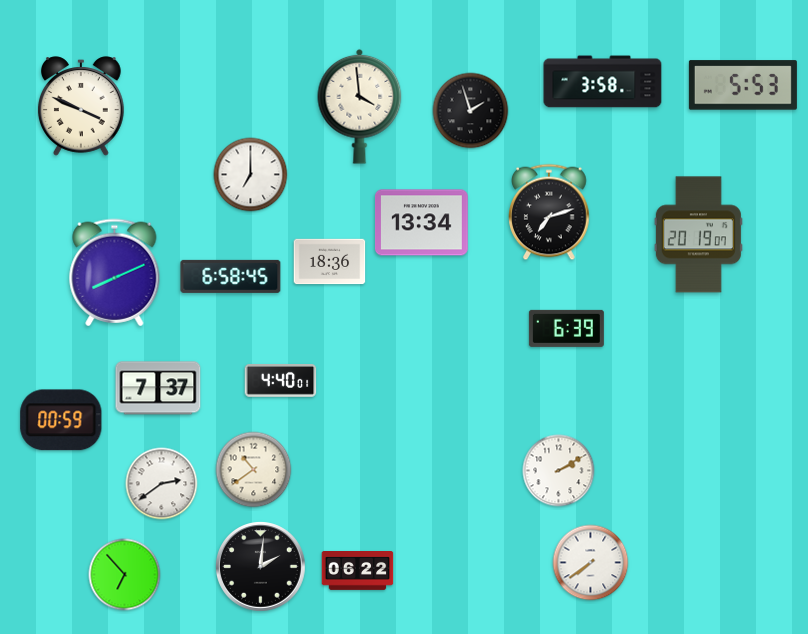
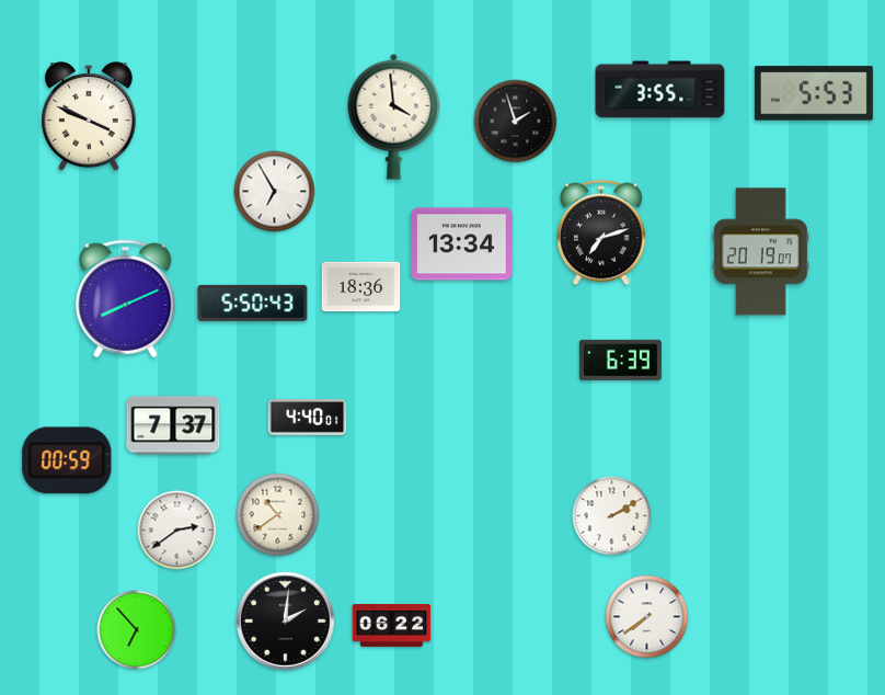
clock at (603, 82): 3:58 -> 3:55
clock at (251, 175): 7:00 -> 6:55
clock at (698, 235) position: (698, 235) -> (760, 252)
clock at (231, 276): 6:58 -> 5:50
